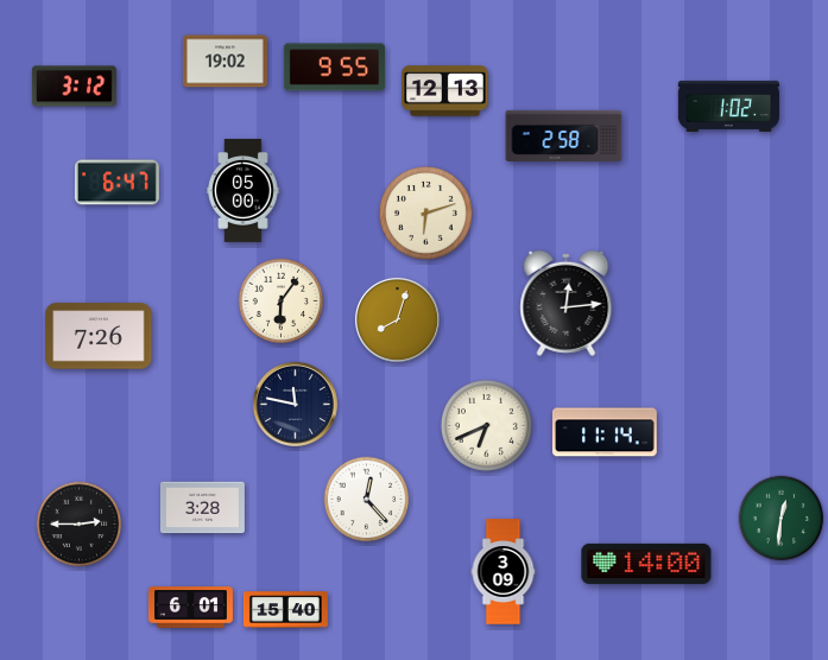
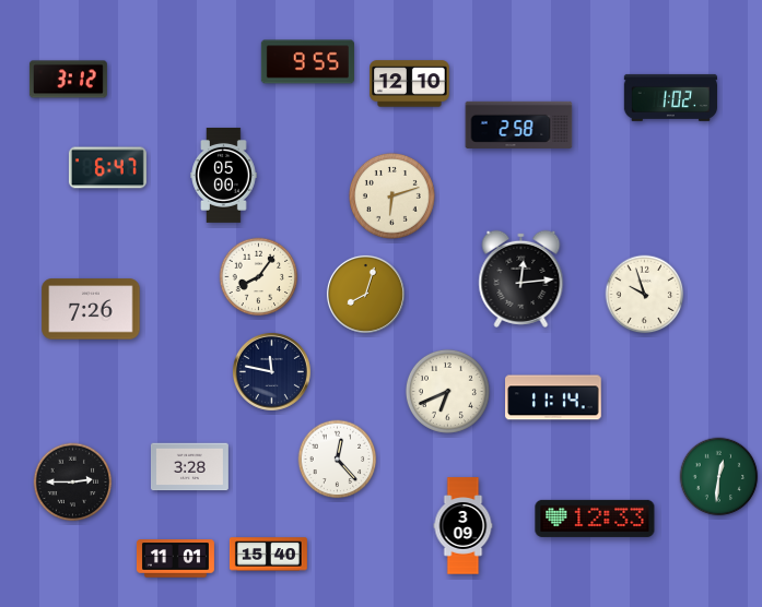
clock at (225, 62): 19:02 -> none
clock at (445, 91): 12:13 -> 12:10
clock at (282, 302): 6:06 -> 8:06
clock at (645, 295): none -> 9:57
clock at (606, 432) position: (606, 432) -> (554, 397)
clock at (202, 508) position: (202, 508) -> (189, 467)
clock at (646, 564): 14:00 -> 12:33
clock at (190, 608): 6:01 -> 11:01
clock at (285, 610) position: (285, 610) -> (268, 555)
